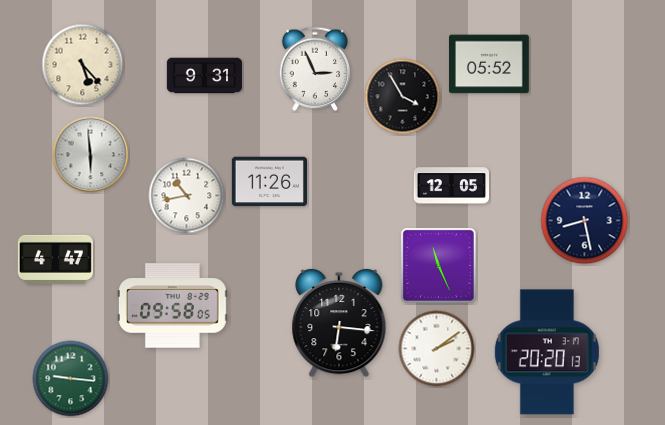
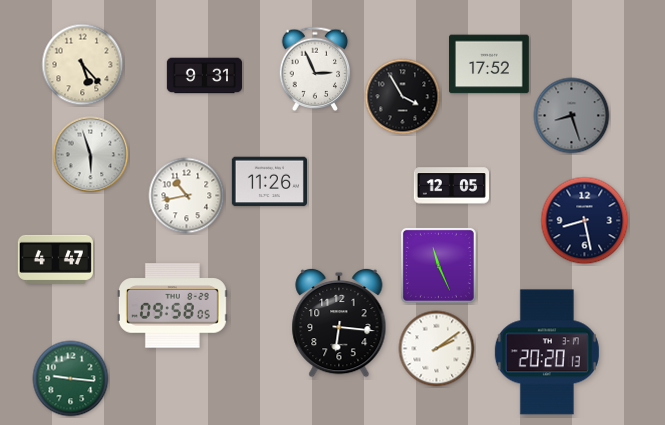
clock at (490, 64): 05:52 -> 17:52
clock at (572, 116): none -> 8:27
clock at (91, 155): 5:59 -> 5:57
